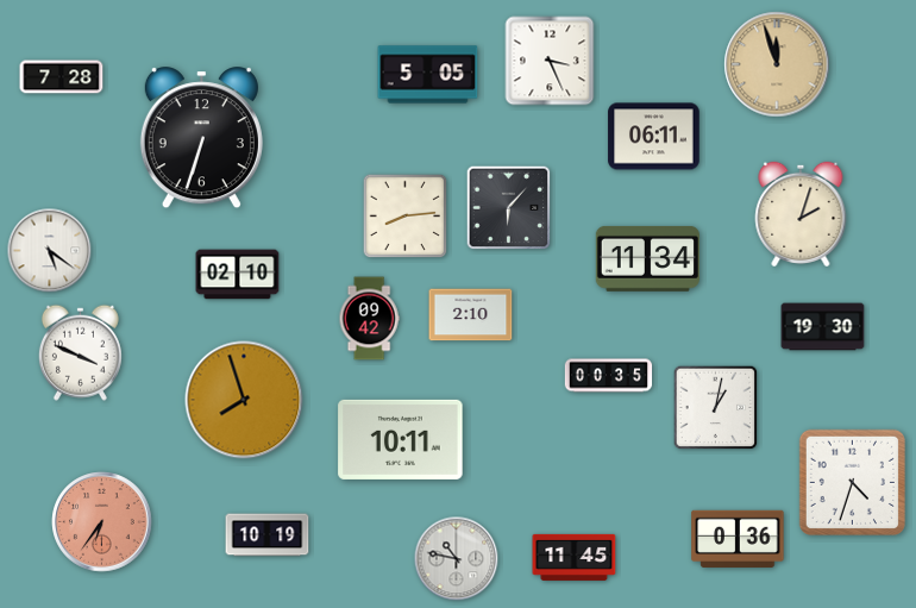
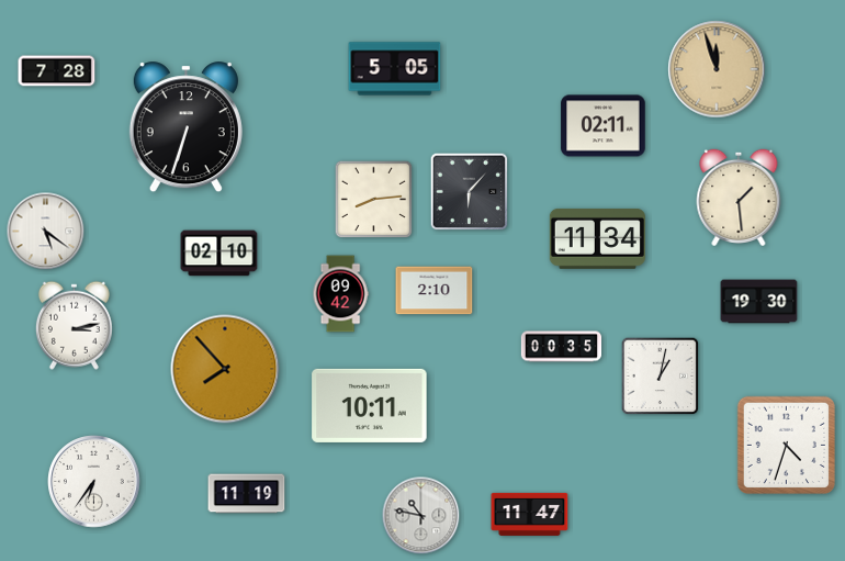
clock at (550, 61): 3:26 -> none
clock at (777, 64) position: (777, 64) -> (717, 69)
clock at (654, 137): 06:11 -> 02:11
clock at (801, 213): 2:03 -> 1:29
clock at (80, 352): 3:49 -> 3:13
clock at (244, 400): 7:57 -> 7:53
clock at (102, 522) dial: salmon -> white
clock at (268, 535): 10:19 -> 11:19
clock at (738, 539): 0:36 -> none
clock at (575, 557): 11:45 -> 11:47
